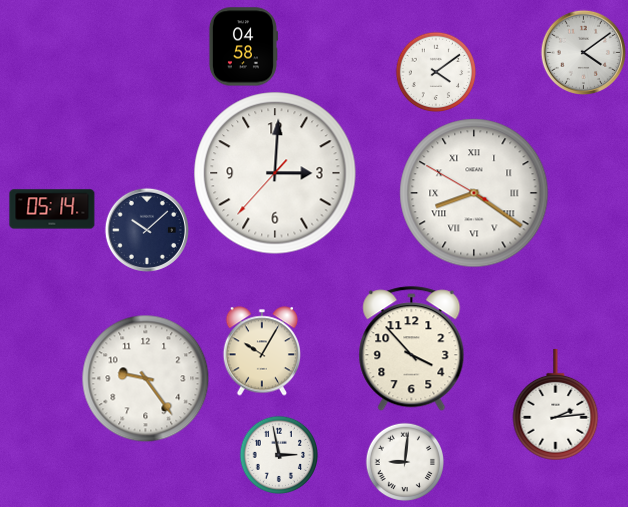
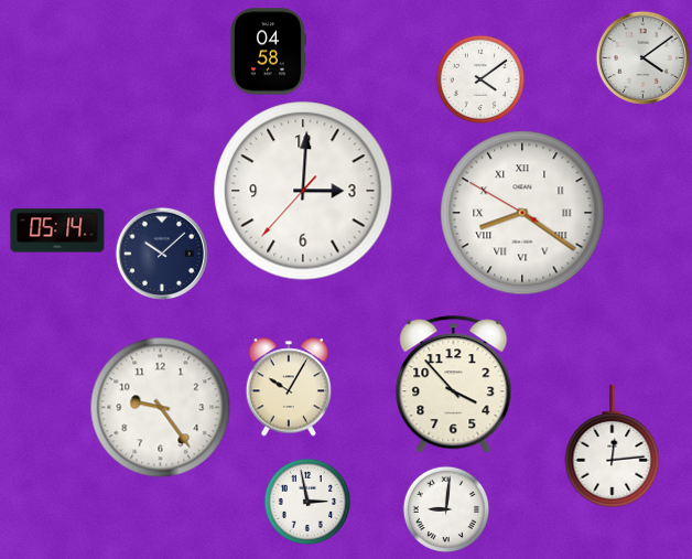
clock at (146, 379) position: (146, 379) -> (161, 408)
clock at (556, 405): 2:14 -> 12:14
